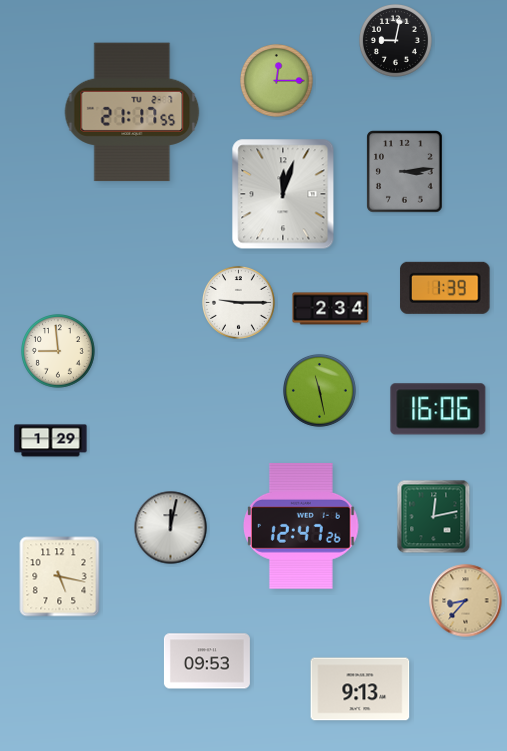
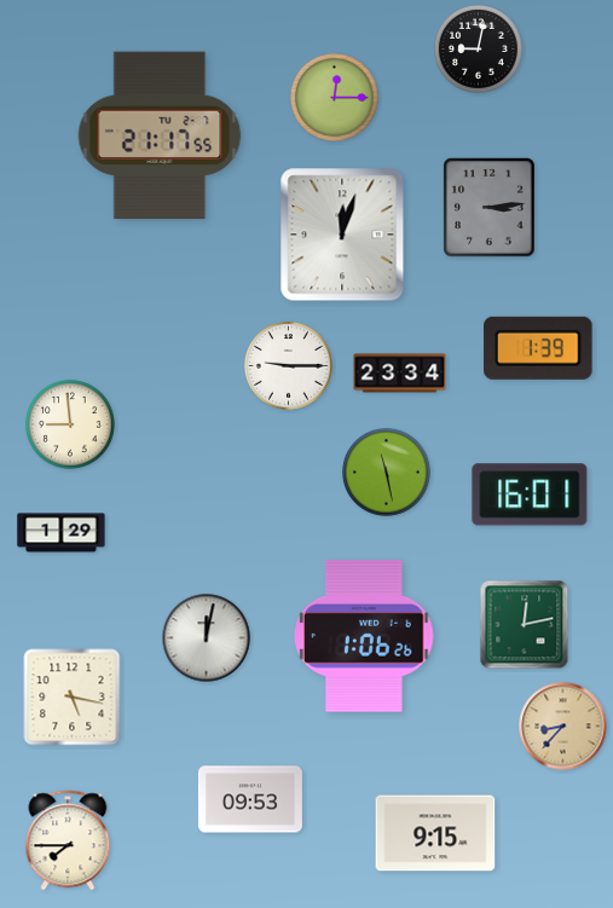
clock at (331, 309): 2:34 -> 23:34
clock at (438, 409): 16:06 -> 16:01
clock at (301, 526): 12:47 -> 1:06
clock at (360, 689): 9:13 -> 9:15
clock at (68, 840): none -> 7:45
